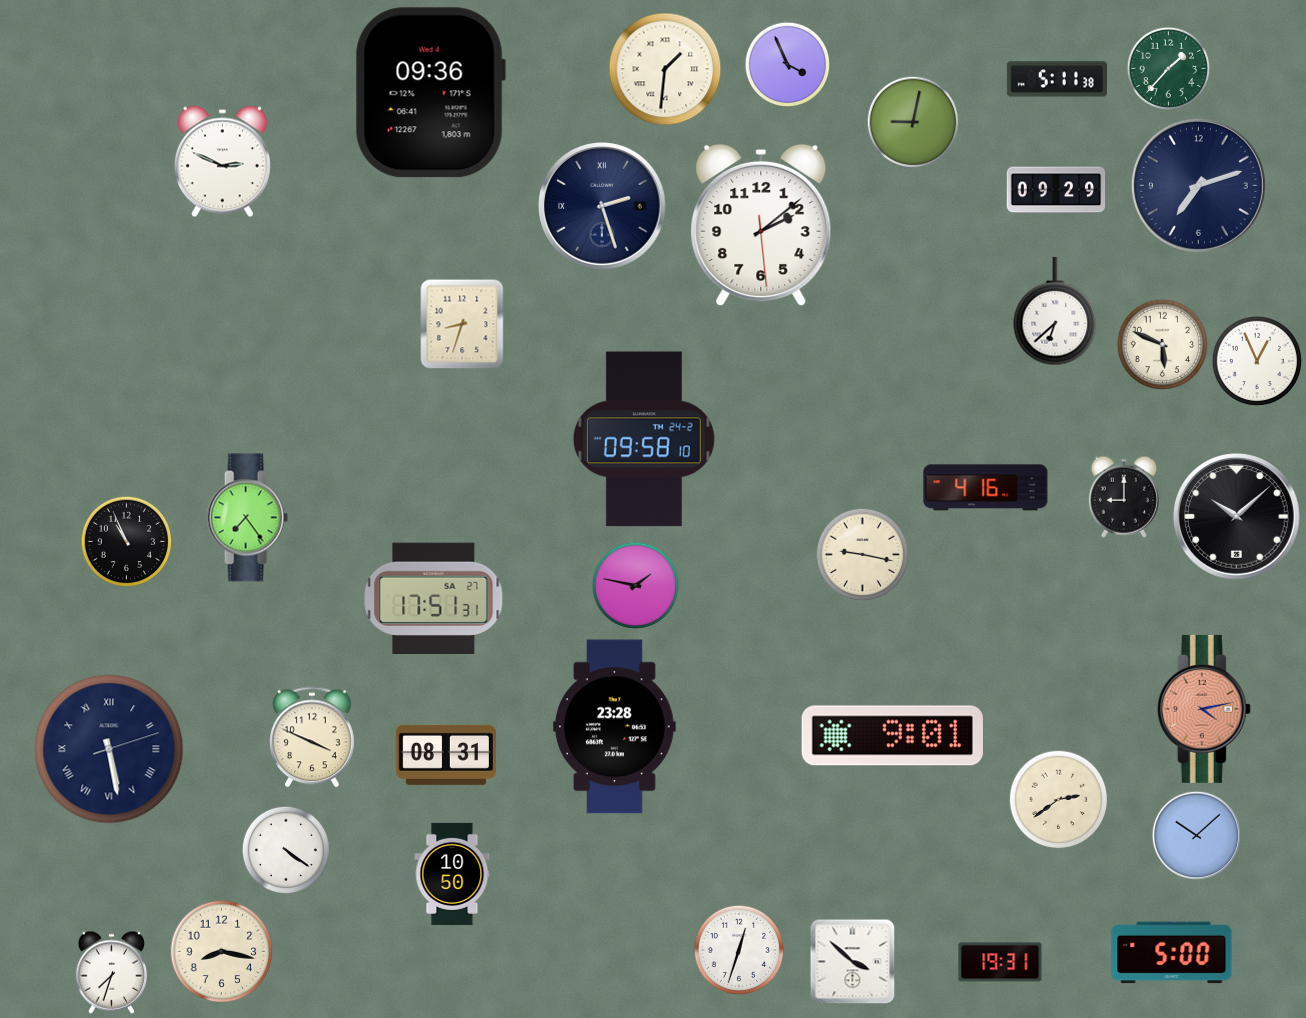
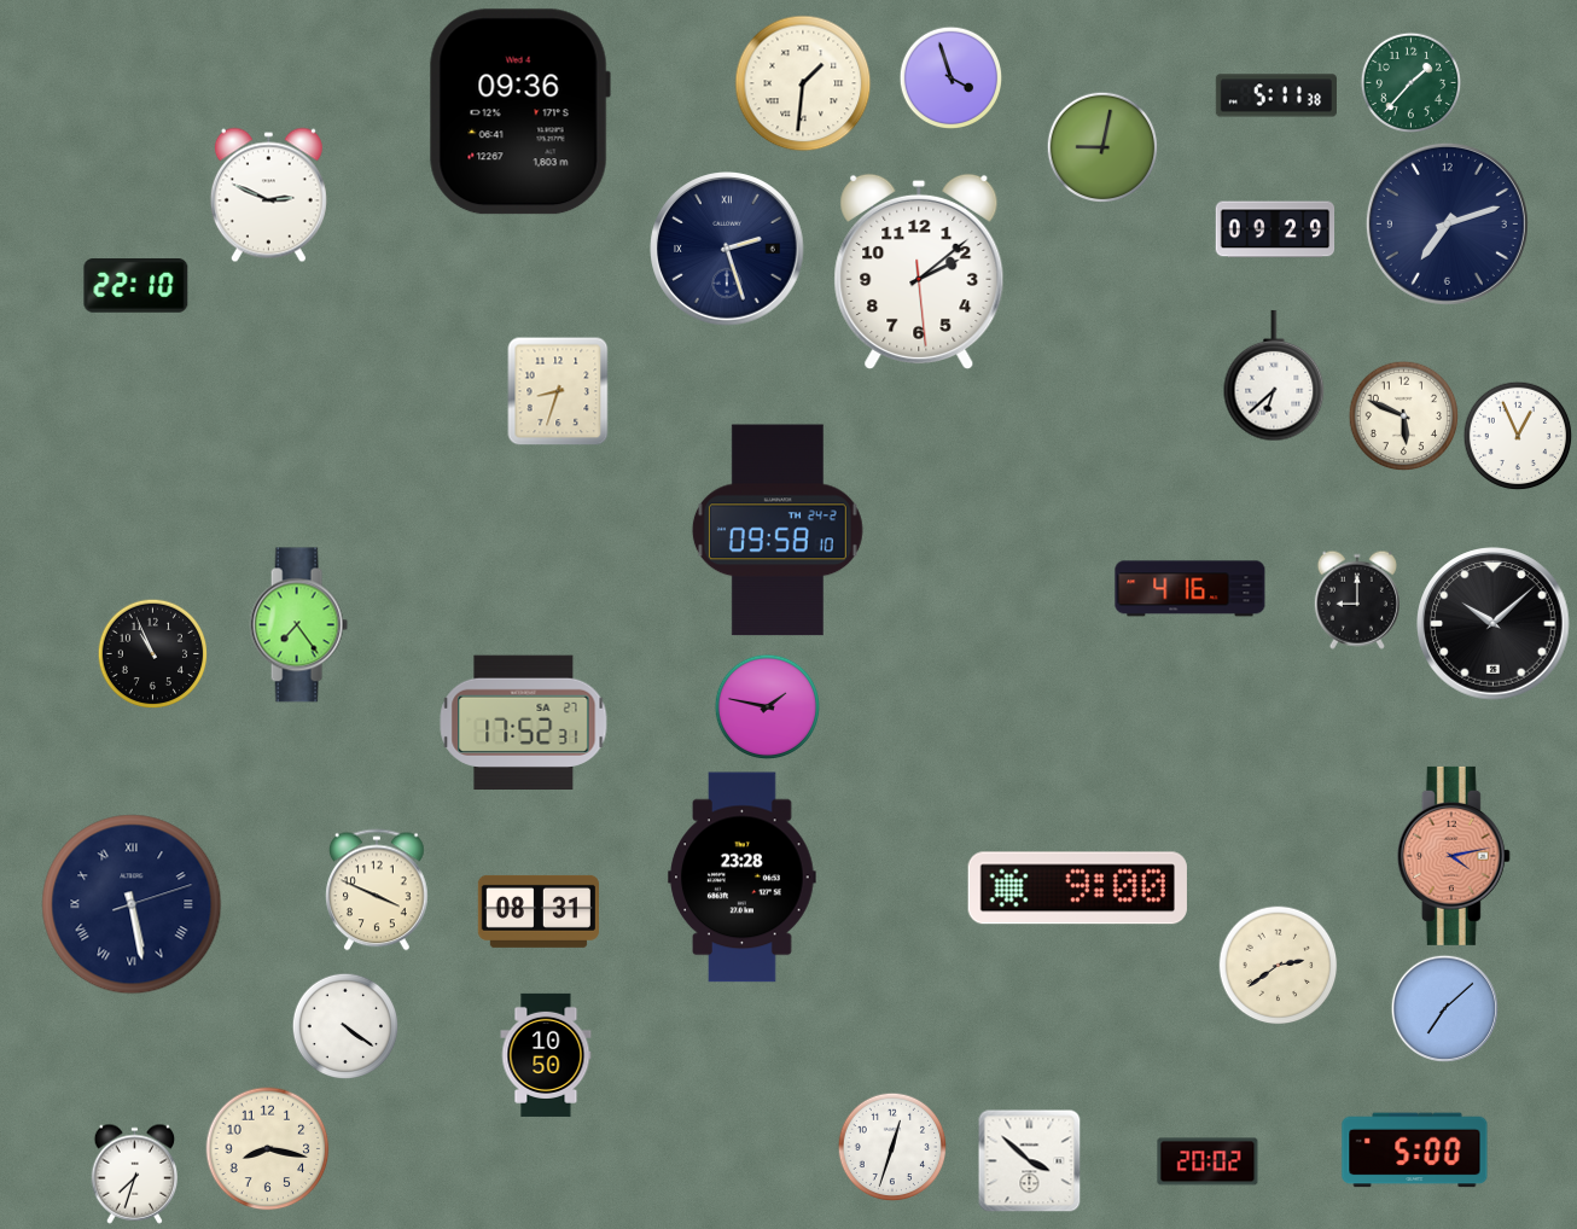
clock at (787, 64): 3:56 -> 3:57
clock at (136, 286): none -> 22:10
clock at (862, 554): 9:17 -> none
clock at (434, 598): 17:51 -> 17:52
clock at (892, 736): 9:01 -> 9:00
clock at (1196, 835): 10:08 -> 7:08
clock at (1000, 962): 19:31 -> 20:02
